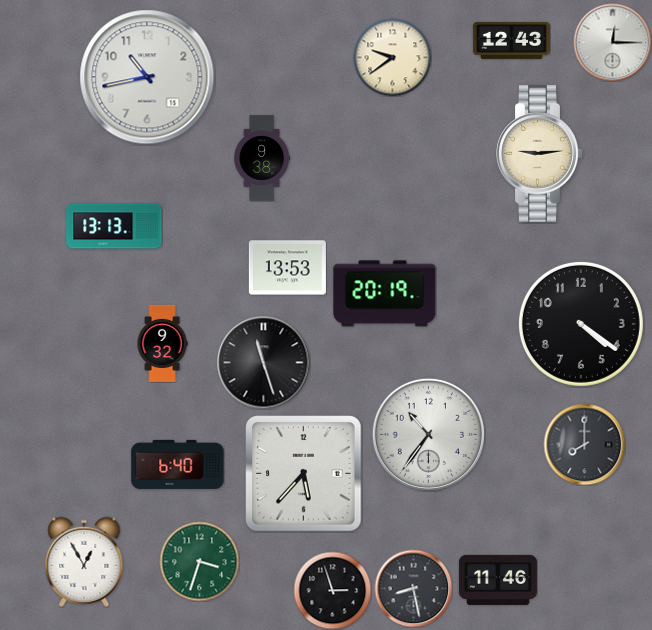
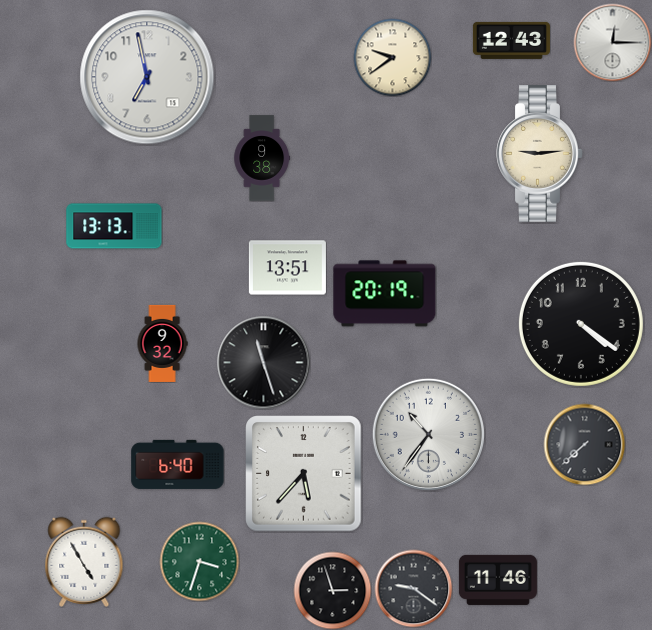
clock at (147, 77): 10:43 -> 6:58
clock at (287, 268): 13:53 -> 13:51
clock at (584, 444): 8:00 -> 7:38
clock at (84, 562): 12:55 -> 4:55
clock at (413, 588): 8:28 -> 9:21
